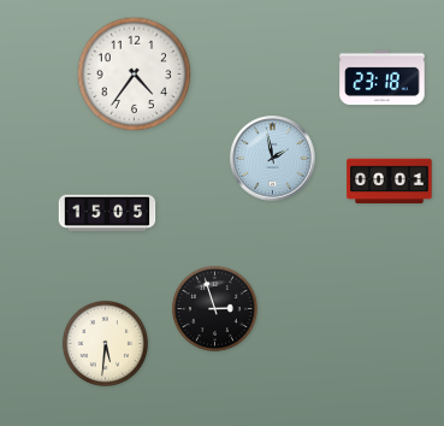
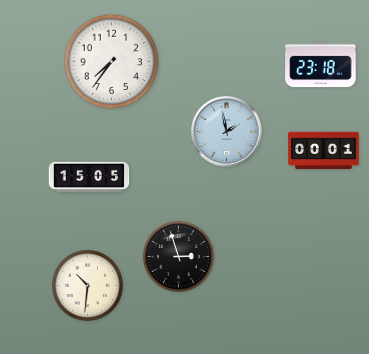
clock at (135, 75): 4:36 -> 7:36
clock at (383, 78) position: (383, 78) -> (321, 65)
clock at (105, 343): 5:31 -> 10:31
